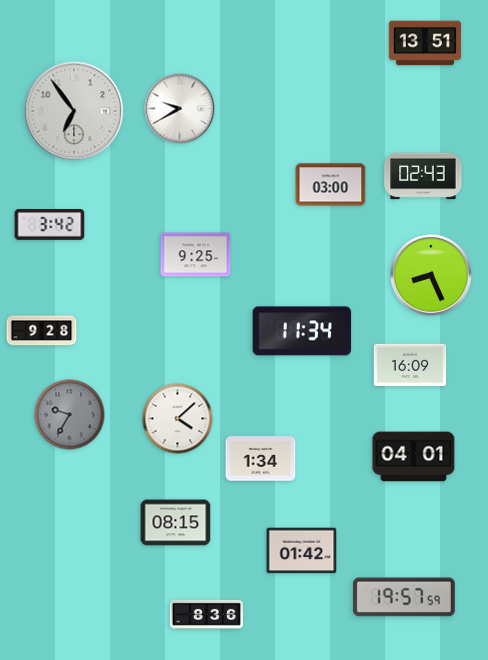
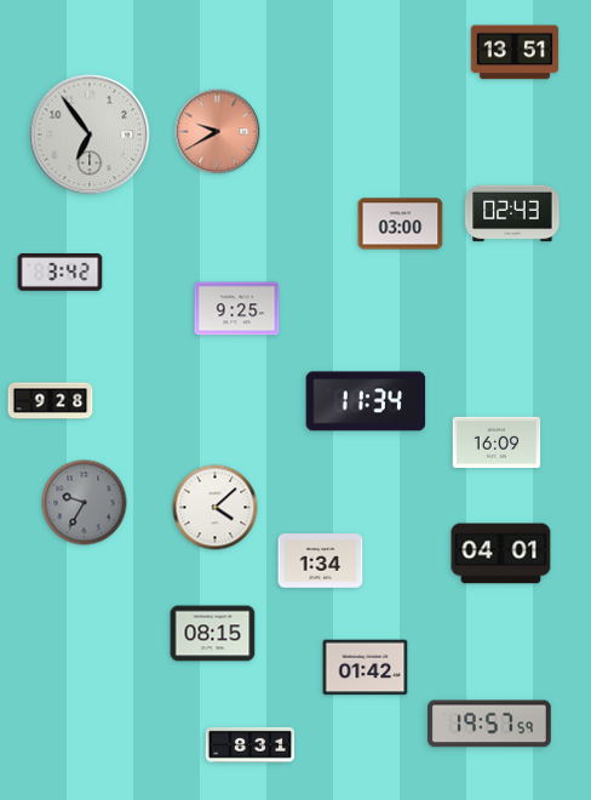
clock at (180, 109) dial: white -> salmon
clock at (432, 276): 8:26 -> none
clock at (261, 459) position: (261, 459) -> (321, 561)
clock at (206, 614): 8:36 -> 8:31
